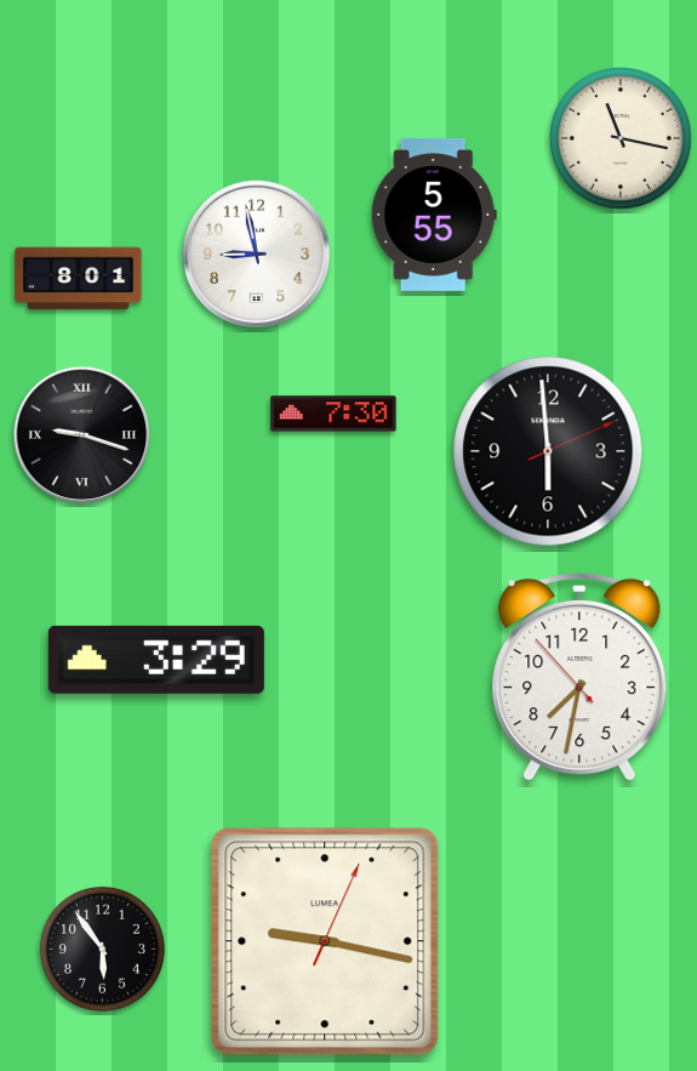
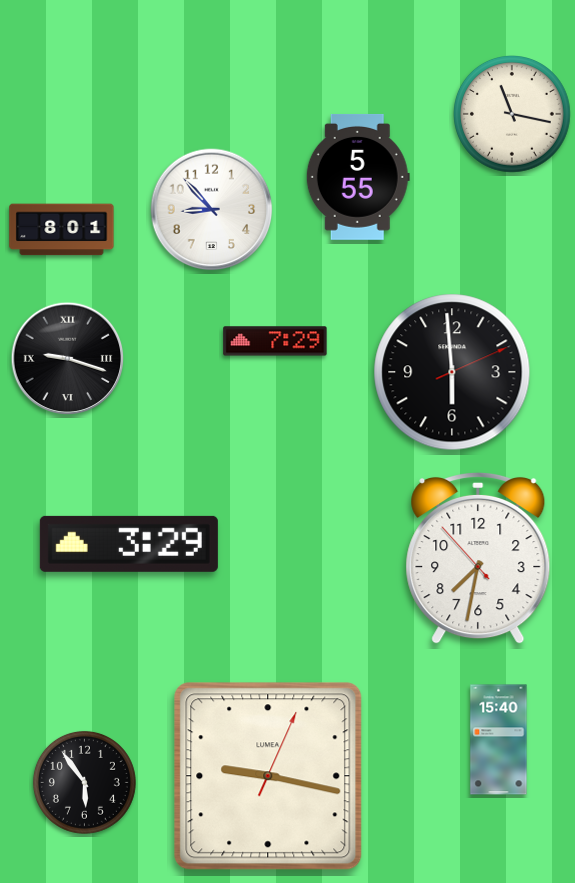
clock at (257, 255): 8:58 -> 8:53
clock at (79, 279) position: (79, 279) -> (62, 230)
clock at (333, 414): 7:30 -> 7:29
clock at (499, 740): none -> 15:40
